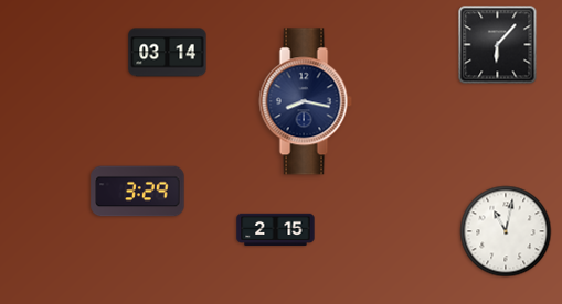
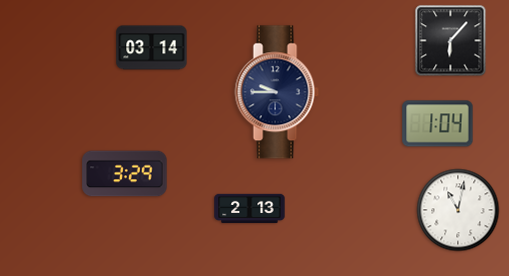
clock at (306, 101): 8:17 -> 9:45
clock at (438, 124): none -> 1:04
clock at (276, 230): 2:15 -> 2:13
